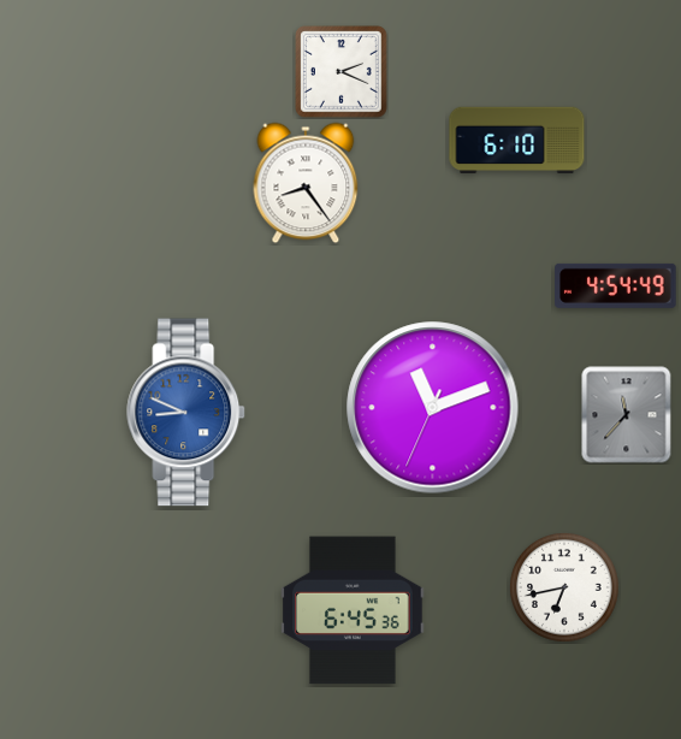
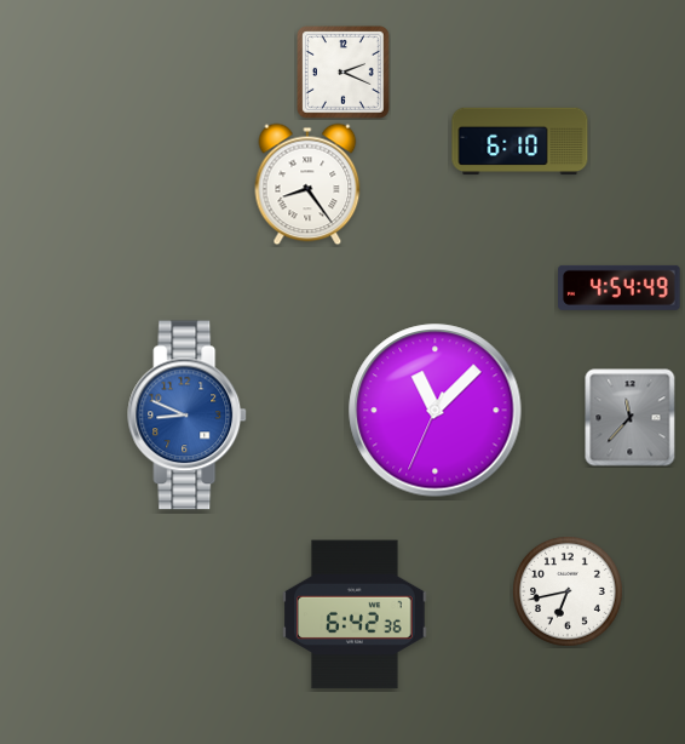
clock at (433, 408): 11:11 -> 11:07
clock at (353, 610): 6:45 -> 6:42
